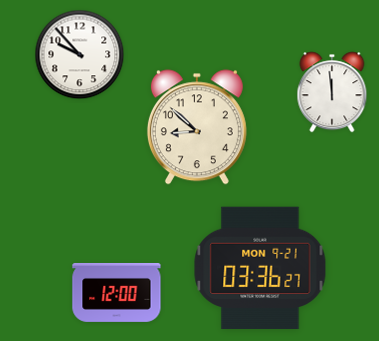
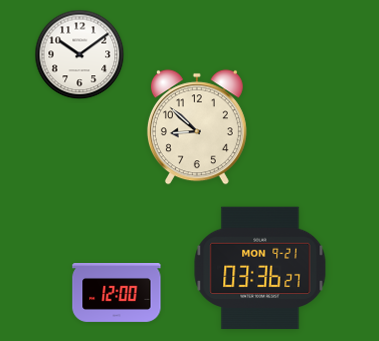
clock at (80, 55): 9:53 -> 10:09
clock at (332, 92): 11:59 -> none
